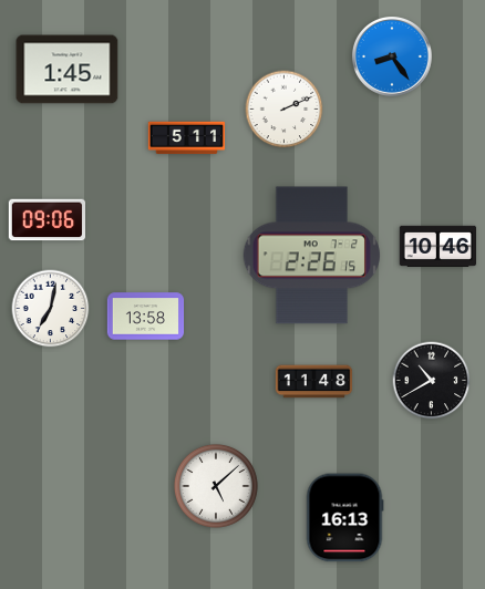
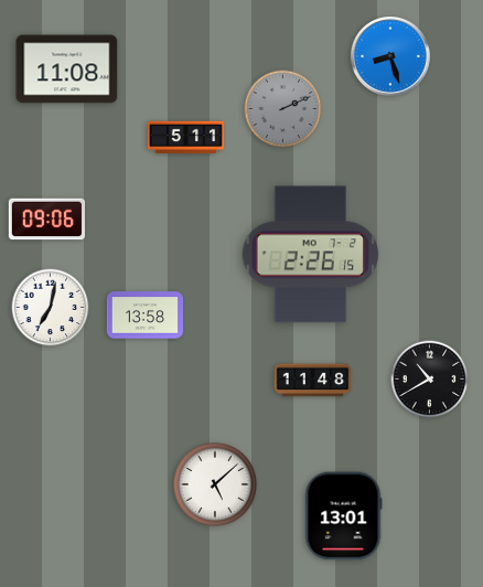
clock at (392, 58): 8:24 -> 8:27
clock at (68, 70): 1:45 -> 11:08
clock at (285, 110) dial: white -> grey
clock at (437, 246): 10:46 -> none
clock at (344, 518): 16:13 -> 13:01
